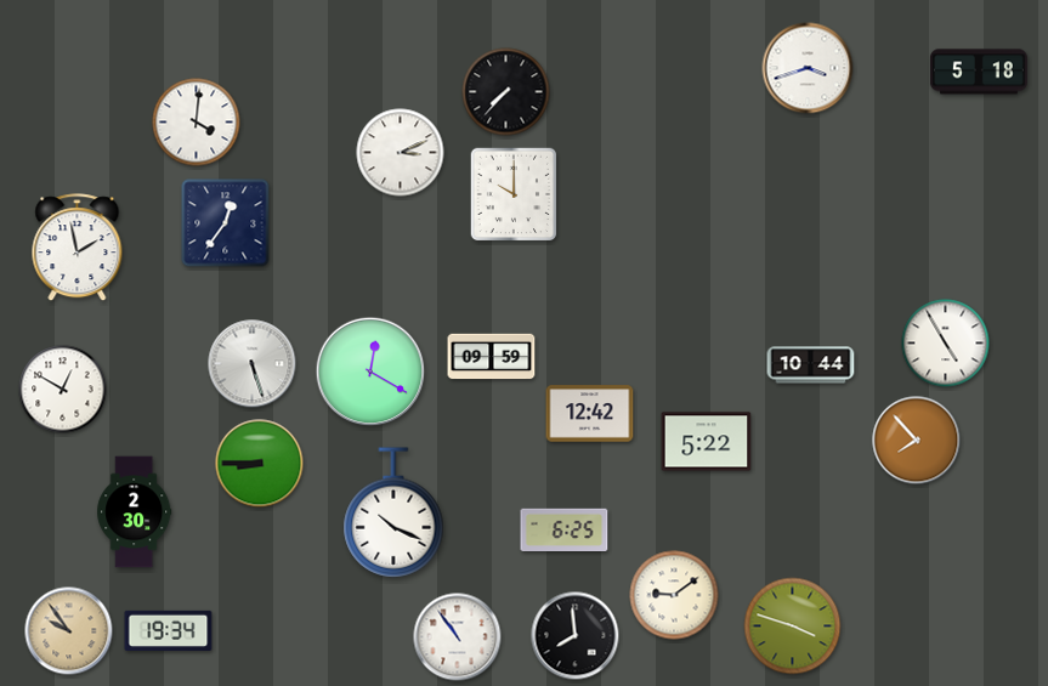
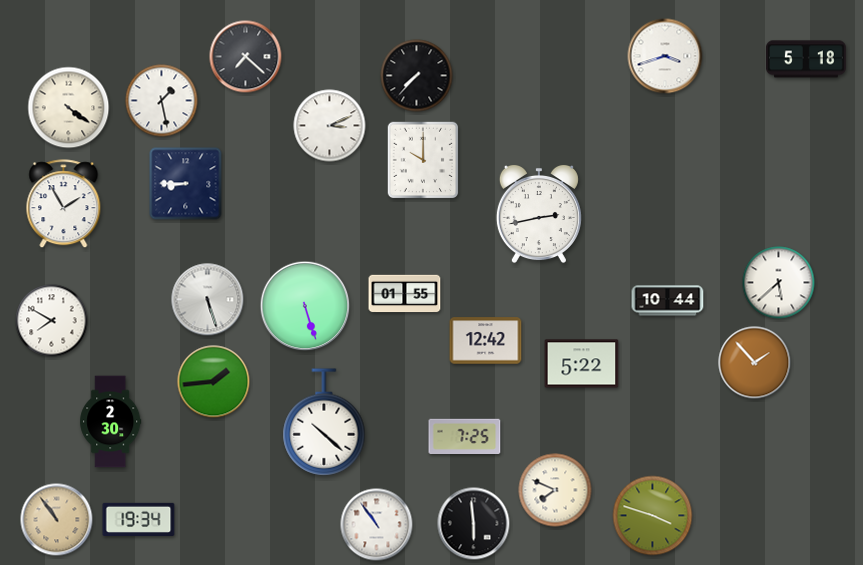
clock at (246, 57): none -> 7:22
clock at (197, 123): 4:01 -> 1:28
clock at (69, 108): none -> 4:21
clock at (226, 223): 12:36 -> 8:45
clock at (78, 248): 1:58 -> 1:55
clock at (539, 214): none -> 2:43
clock at (946, 344): 4:55 -> 5:38
clock at (492, 357): 09:59 -> 01:55
clock at (370, 372): 12:20 -> 5:27
clock at (63, 390): 12:50 -> 7:50
clock at (917, 441): 7:53 -> 1:53
clock at (260, 464): 8:45 -> 1:44
clock at (393, 512): 10:19 -> 10:22
clock at (565, 531): 6:25 -> 7:25
clock at (674, 595): 9:09 -> 7:49
clock at (69, 631): 9:54 -> 10:54
clock at (576, 636): 7:59 -> 5:59
